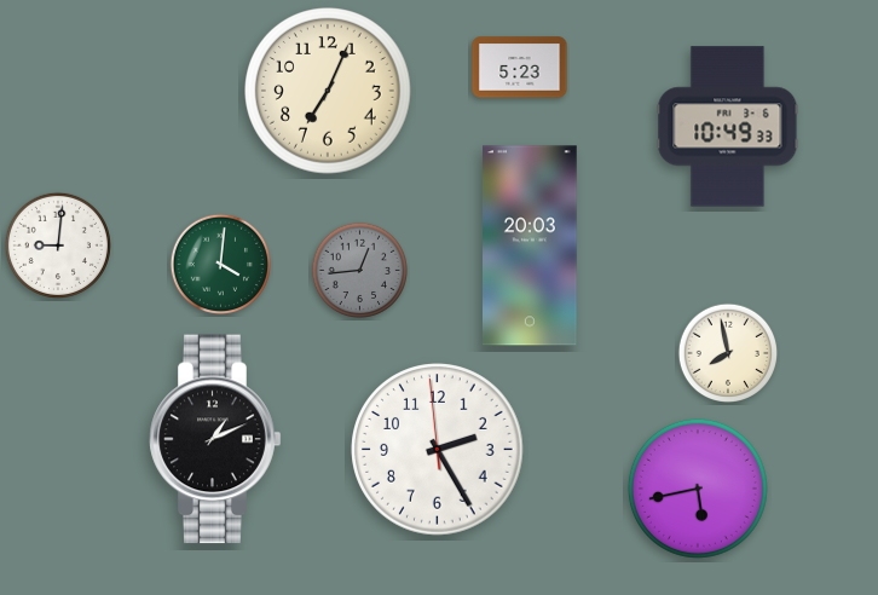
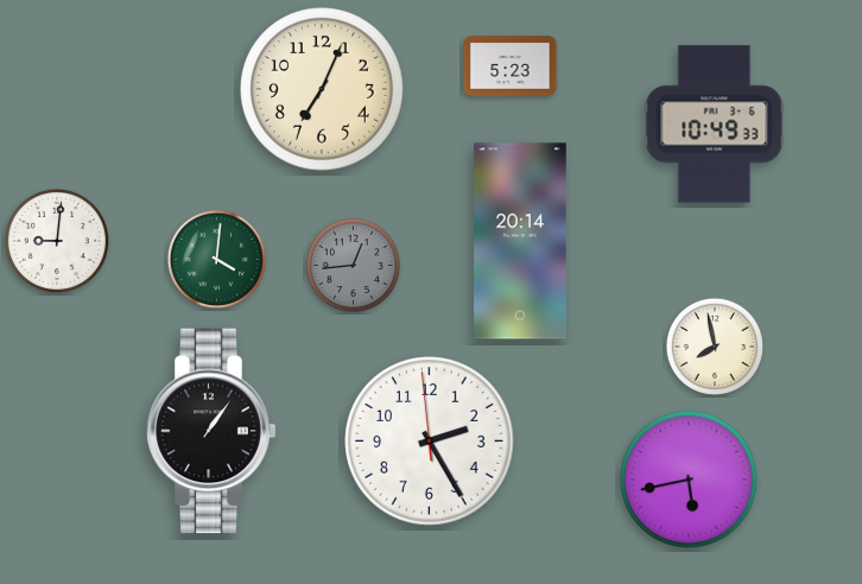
clock at (531, 245): 20:03 -> 20:14
clock at (215, 439): 1:11 -> 1:06
clock at (698, 489) position: (698, 489) -> (689, 480)
